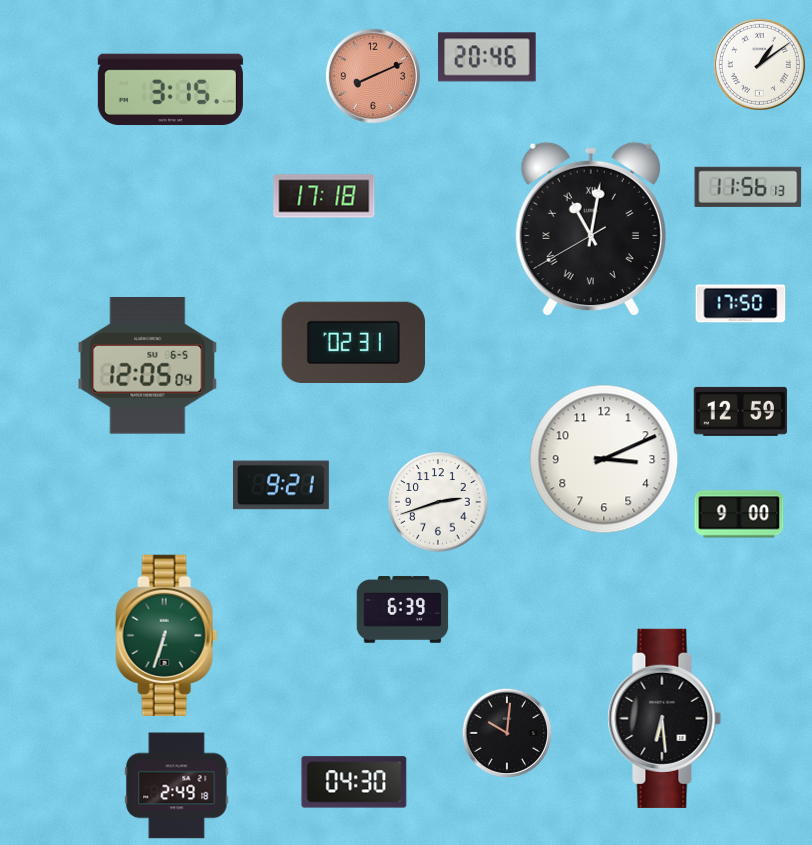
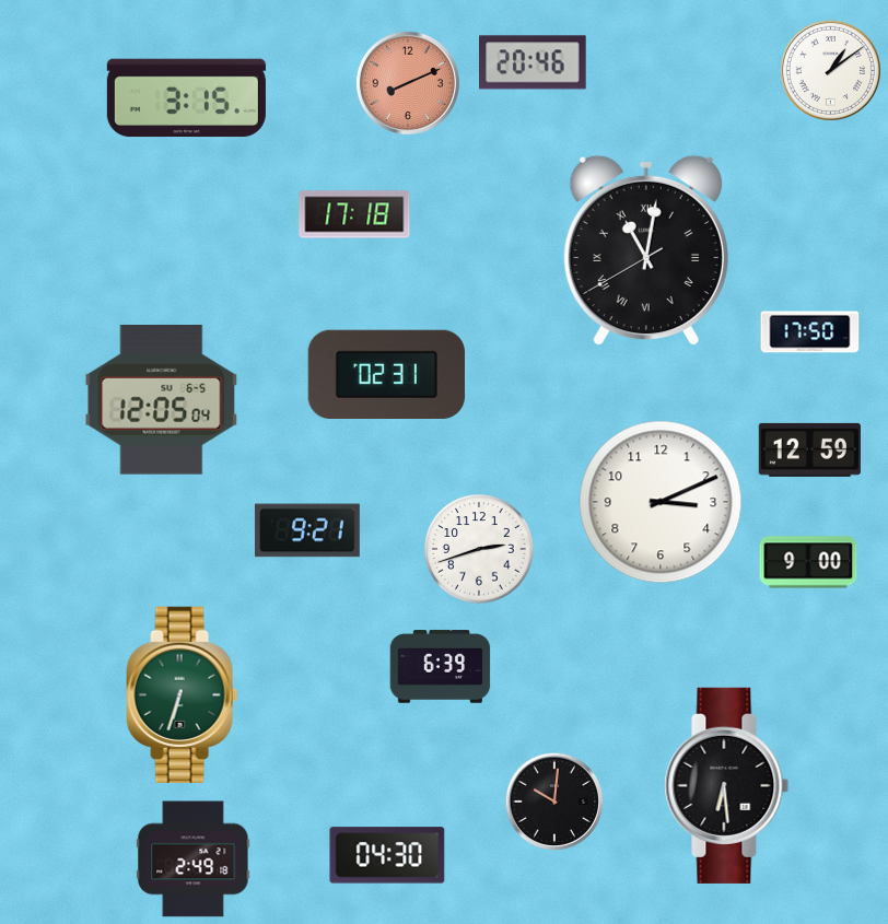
clock at (748, 187): 11:56 -> none
